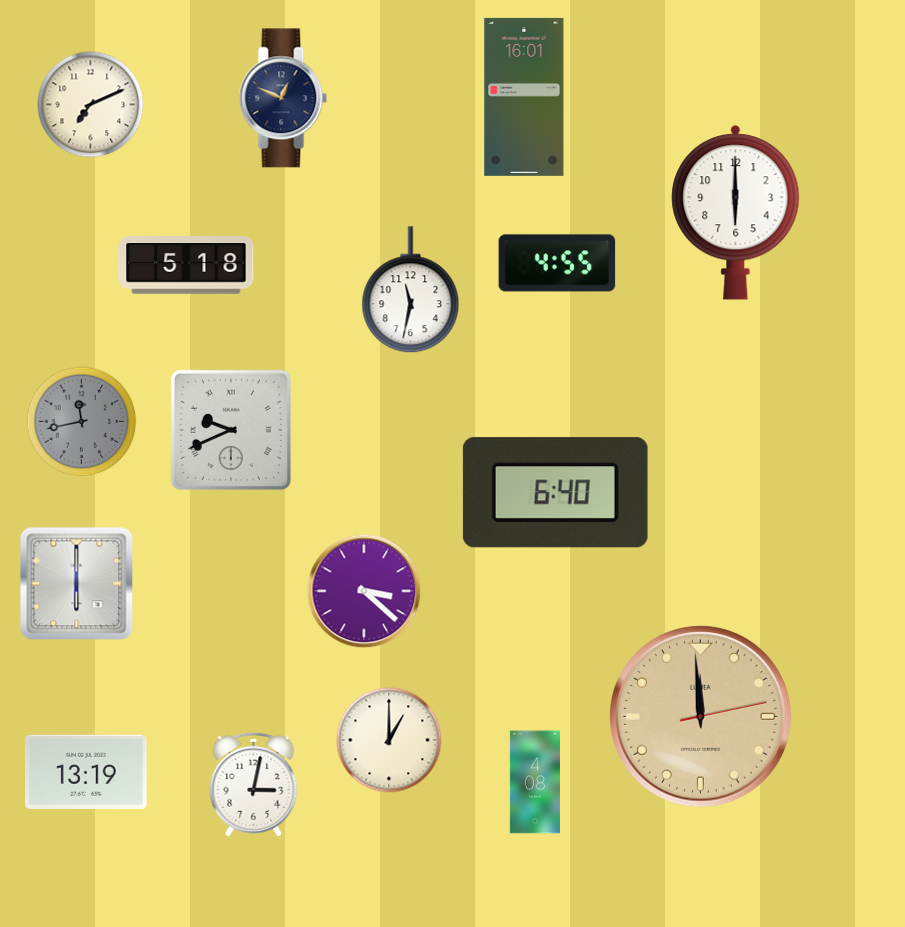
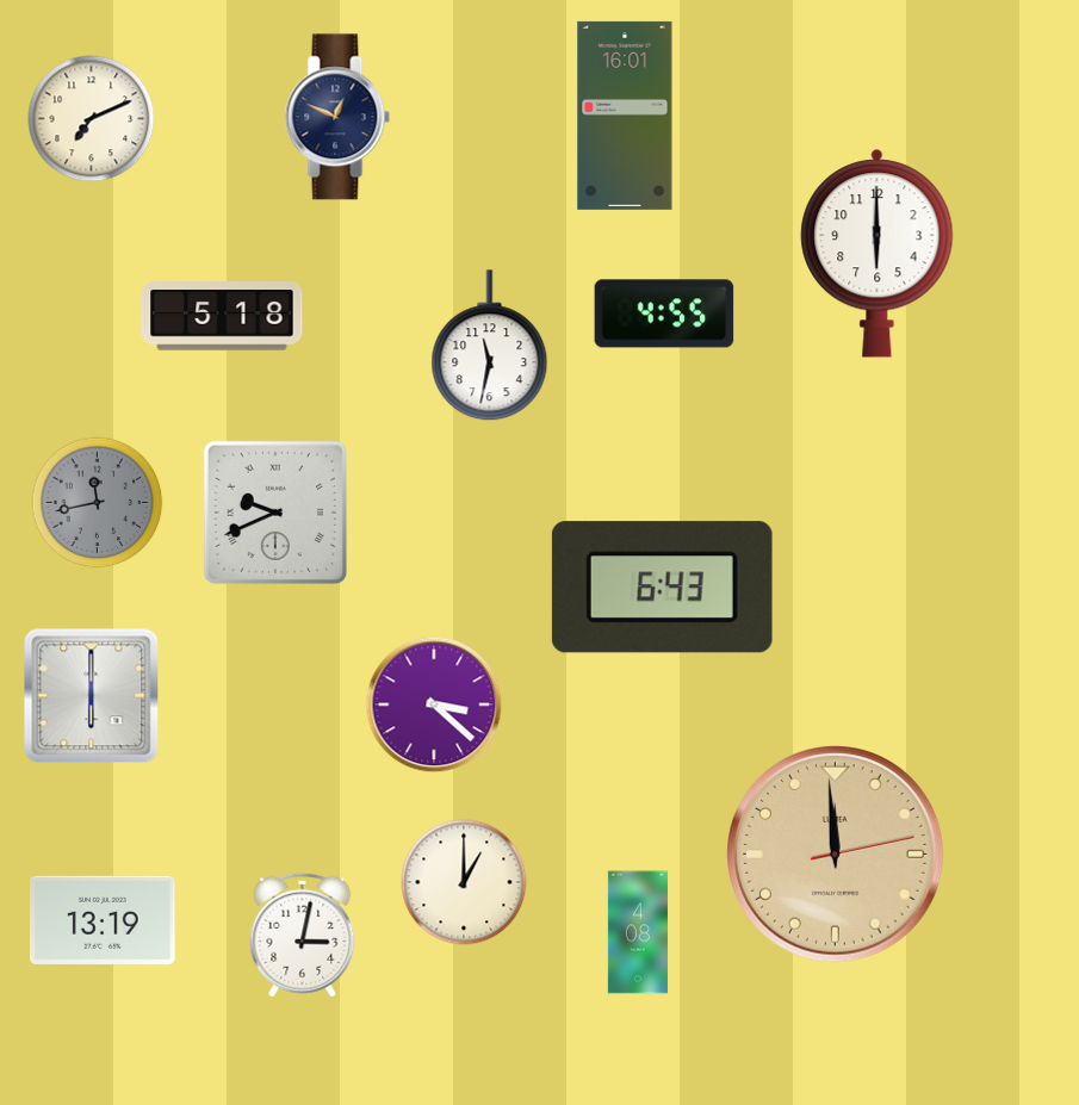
clock at (91, 105) position: (91, 105) -> (92, 119)
clock at (555, 493): 6:40 -> 6:43
